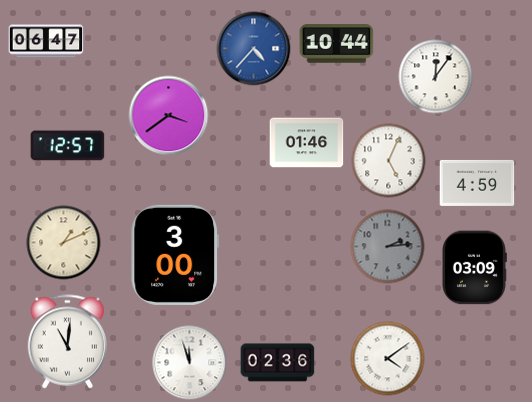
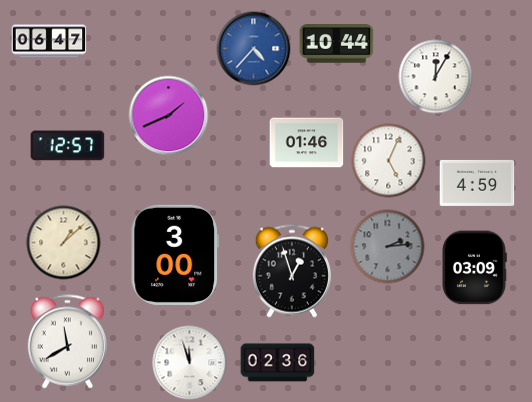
clock at (46, 41) position: (46, 41) -> (49, 41)
clock at (436, 77): 12:06 -> 12:05
clock at (169, 116): 3:39 -> 1:41
clock at (64, 243): 1:11 -> 1:08
clock at (292, 271): none -> 12:57
clock at (67, 342): 11:01 -> 11:40
clock at (388, 359): 4:09 -> none
